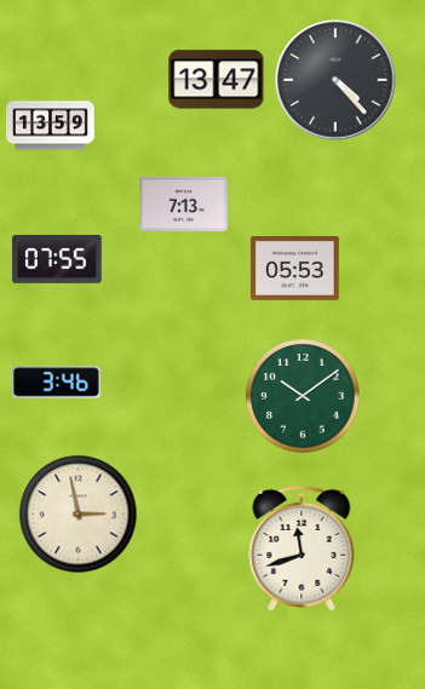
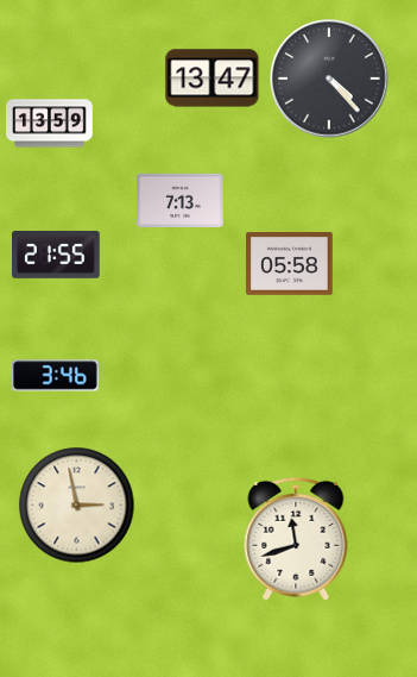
clock at (57, 259): 07:55 -> 21:55
clock at (295, 269): 05:53 -> 05:58
clock at (303, 396): 10:09 -> none
